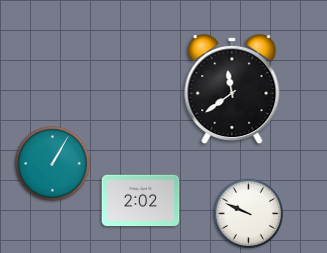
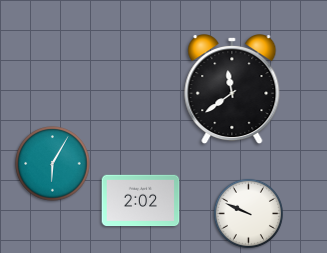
clock at (53, 164): 1:05 -> 6:05
